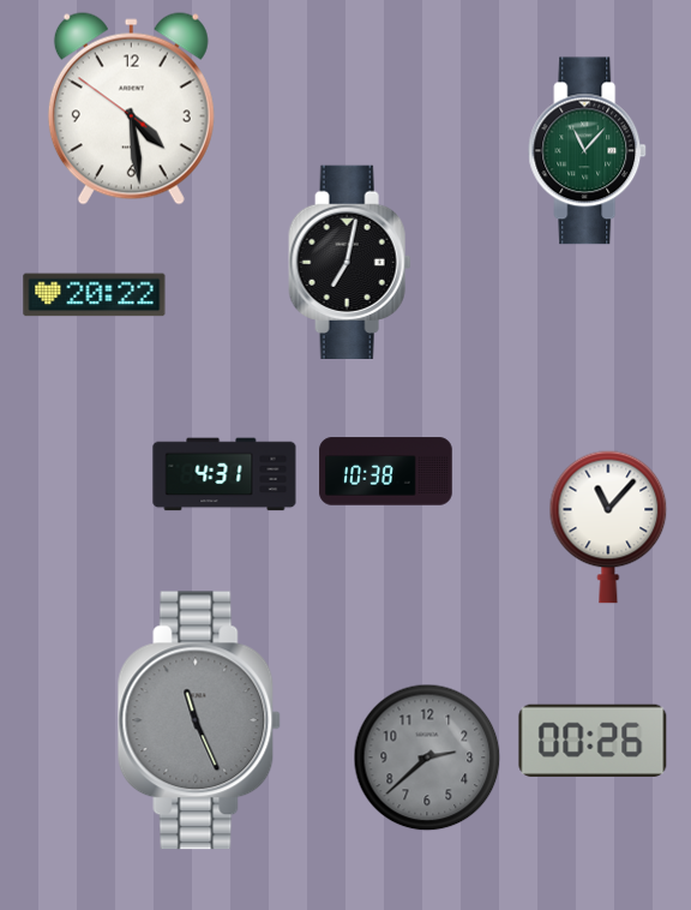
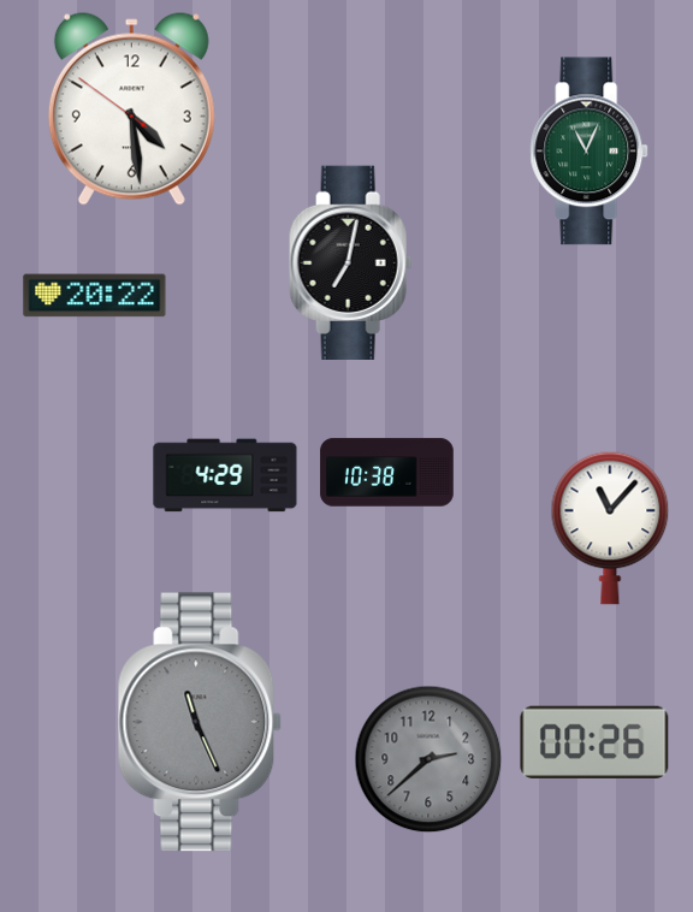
clock at (588, 151): 11:07 -> 11:04
clock at (224, 474): 4:31 -> 4:29
